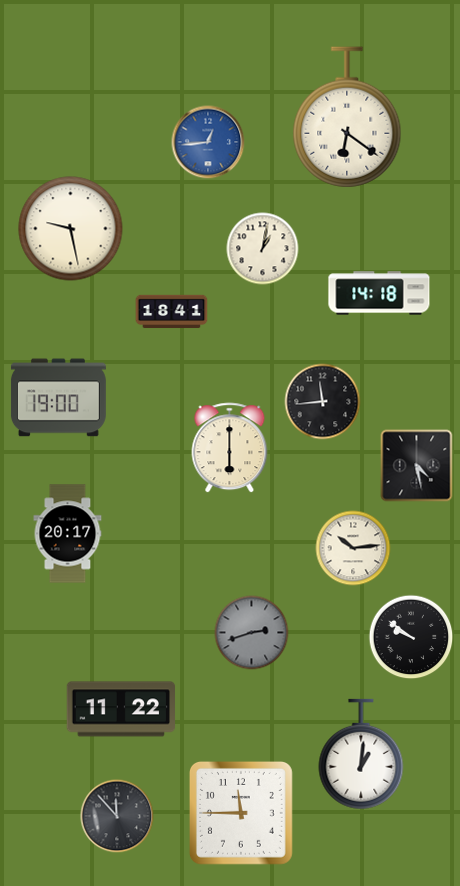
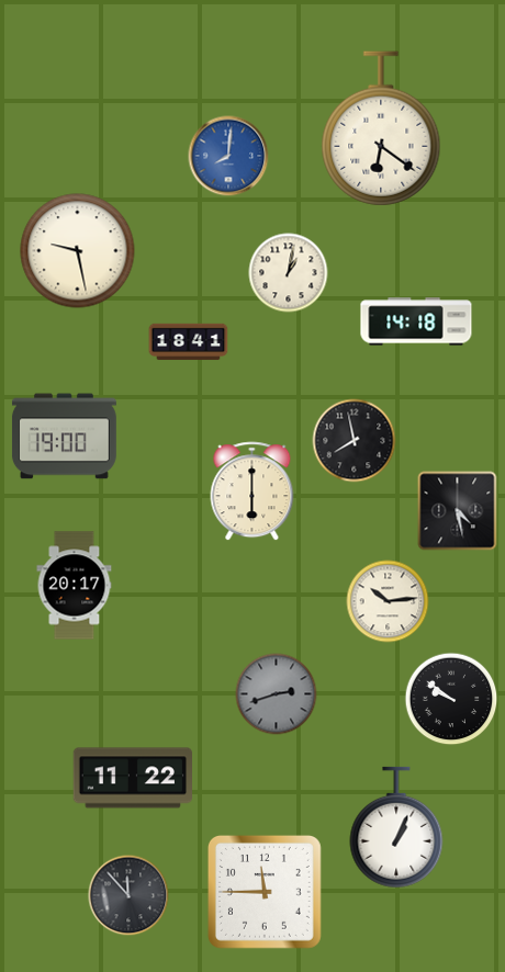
clock at (208, 142): 12:44 -> 8:01
clock at (323, 402): 11:44 -> 7:58
clock at (361, 754): 1:01 -> 1:04
